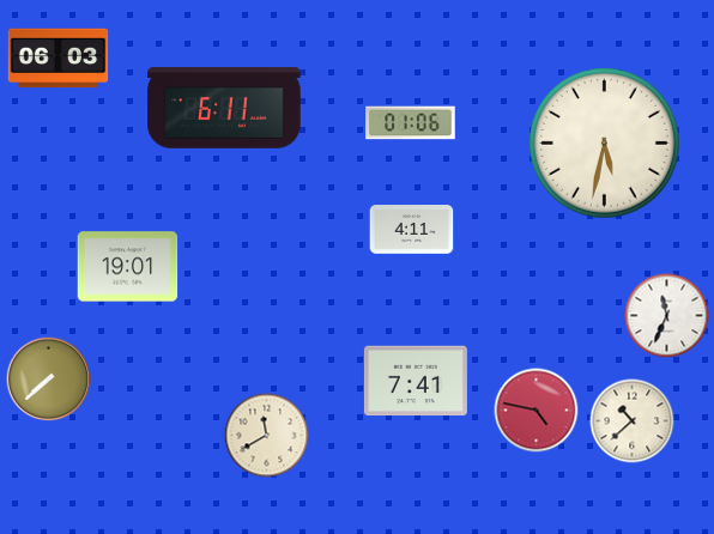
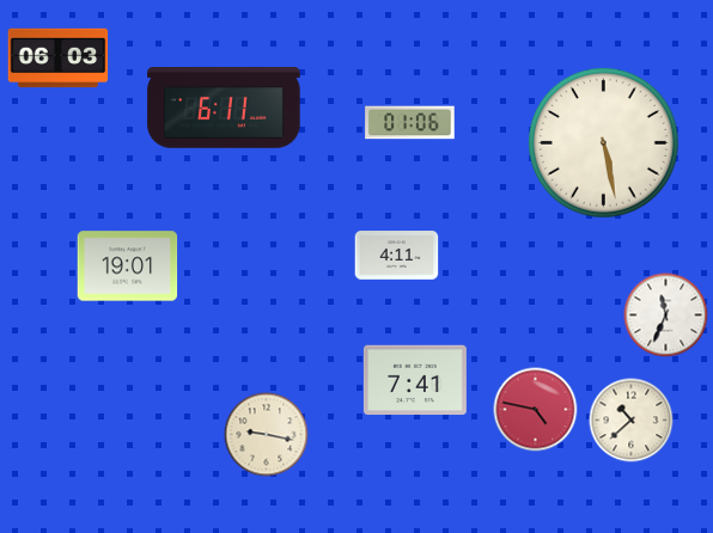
clock at (605, 144): 5:32 -> 5:28
clock at (412, 230) position: (412, 230) -> (397, 256)
clock at (49, 380): 7:38 -> none
clock at (267, 436): 11:40 -> 9:17
